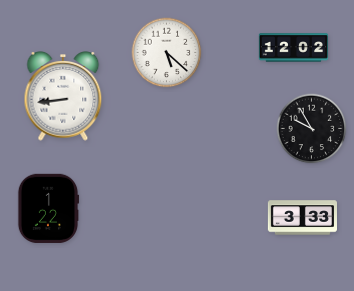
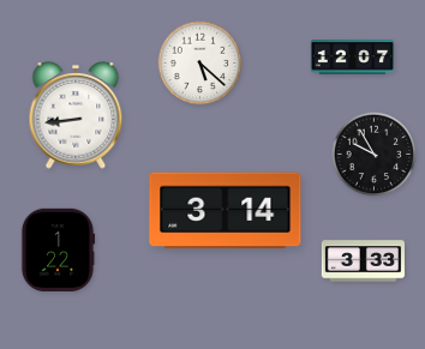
clock at (294, 48): 12:02 -> 12:07
clock at (226, 211): none -> 3:14
